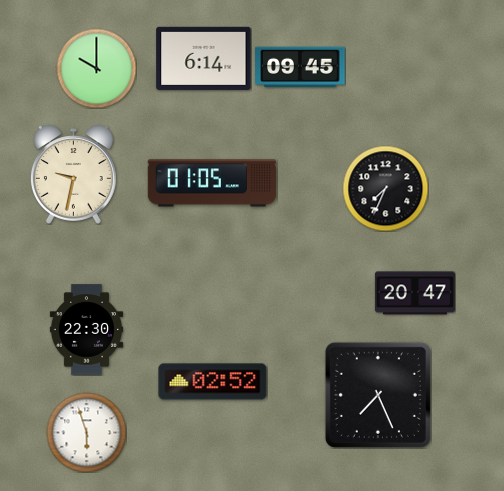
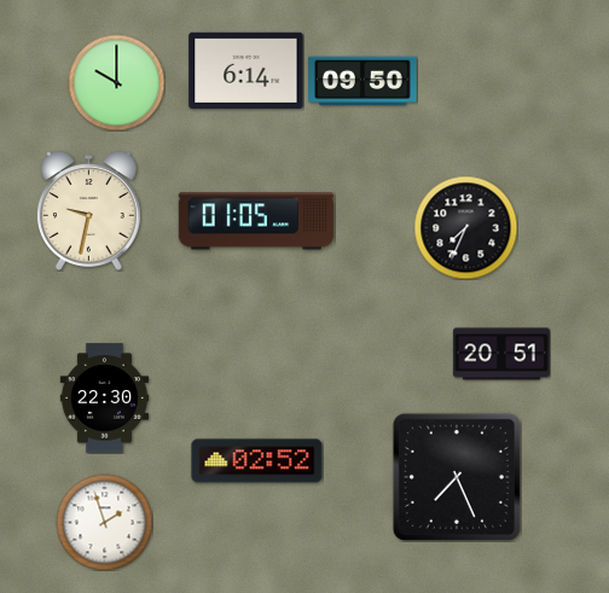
clock at (300, 67): 09:45 -> 09:50
clock at (415, 293): 20:47 -> 20:51
clock at (86, 432): 5:57 -> 1:57
